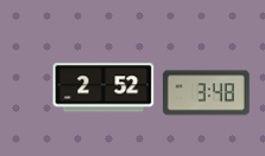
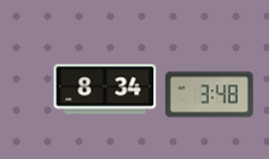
clock at (103, 87): 2:52 -> 8:34
